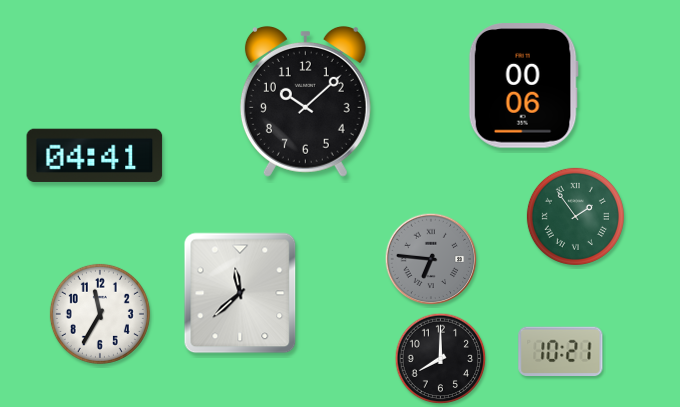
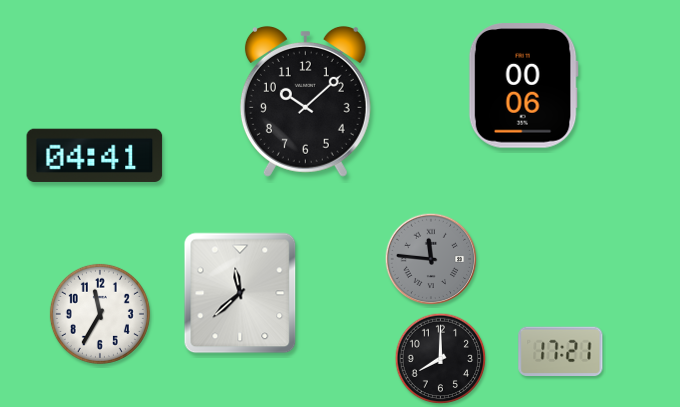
clock at (575, 216): 1:54 -> none
clock at (431, 259): 6:46 -> 11:46
clock at (561, 352): 10:21 -> 17:21
